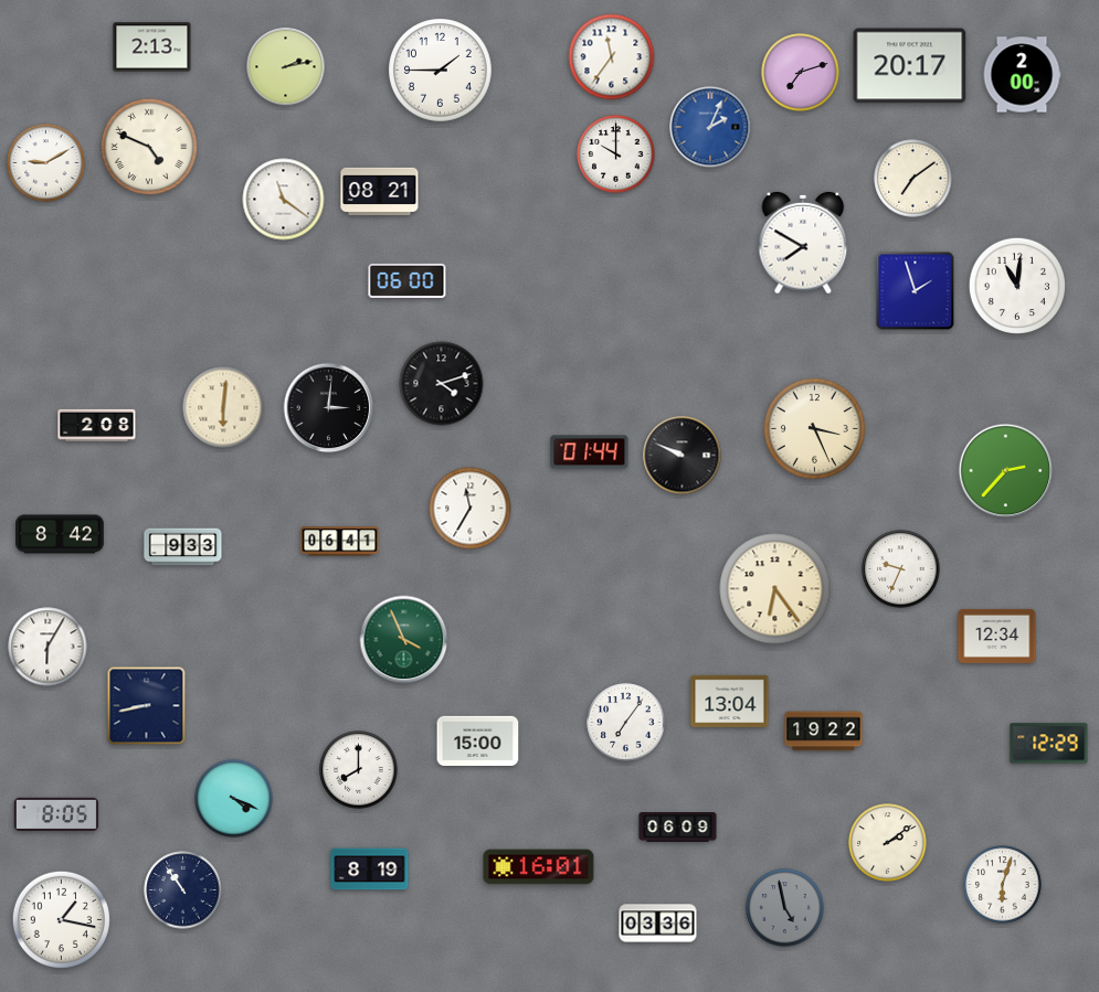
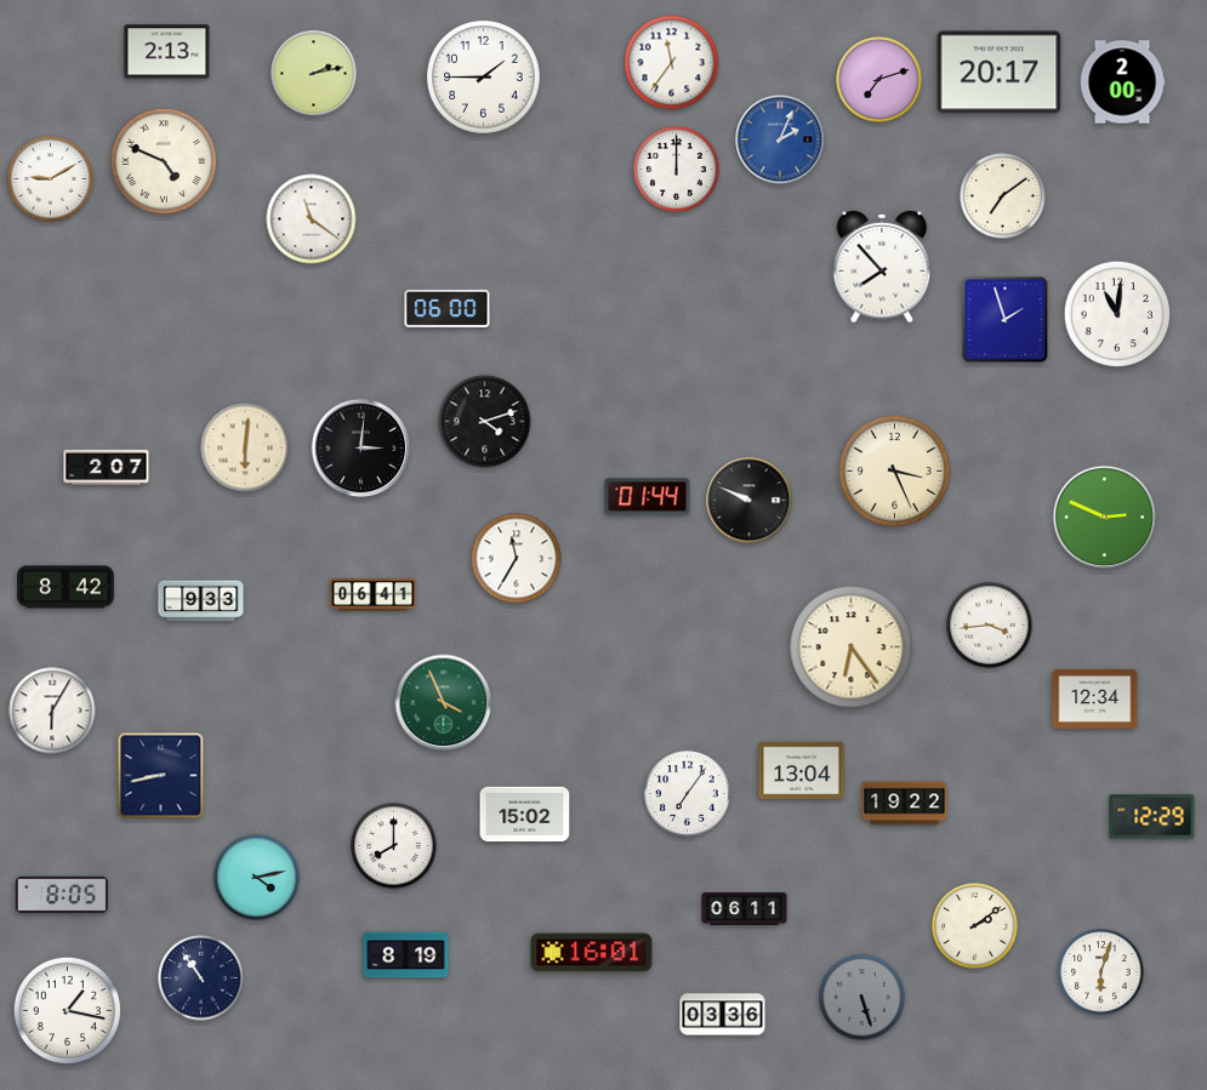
clock at (616, 154): 10:00 -> 12:00
clock at (380, 191): 08:21 -> none
clock at (803, 243): 7:50 -> 7:53
clock at (97, 425): 2:08 -> 2:07
clock at (1006, 471): 2:37 -> 2:49
clock at (901, 569): 9:34 -> 3:44
clock at (478, 740): 15:00 -> 15:02
clock at (234, 799): 4:19 -> 4:13
clock at (678, 828): 06:09 -> 06:11
clock at (785, 908): 4:58 -> 5:27
